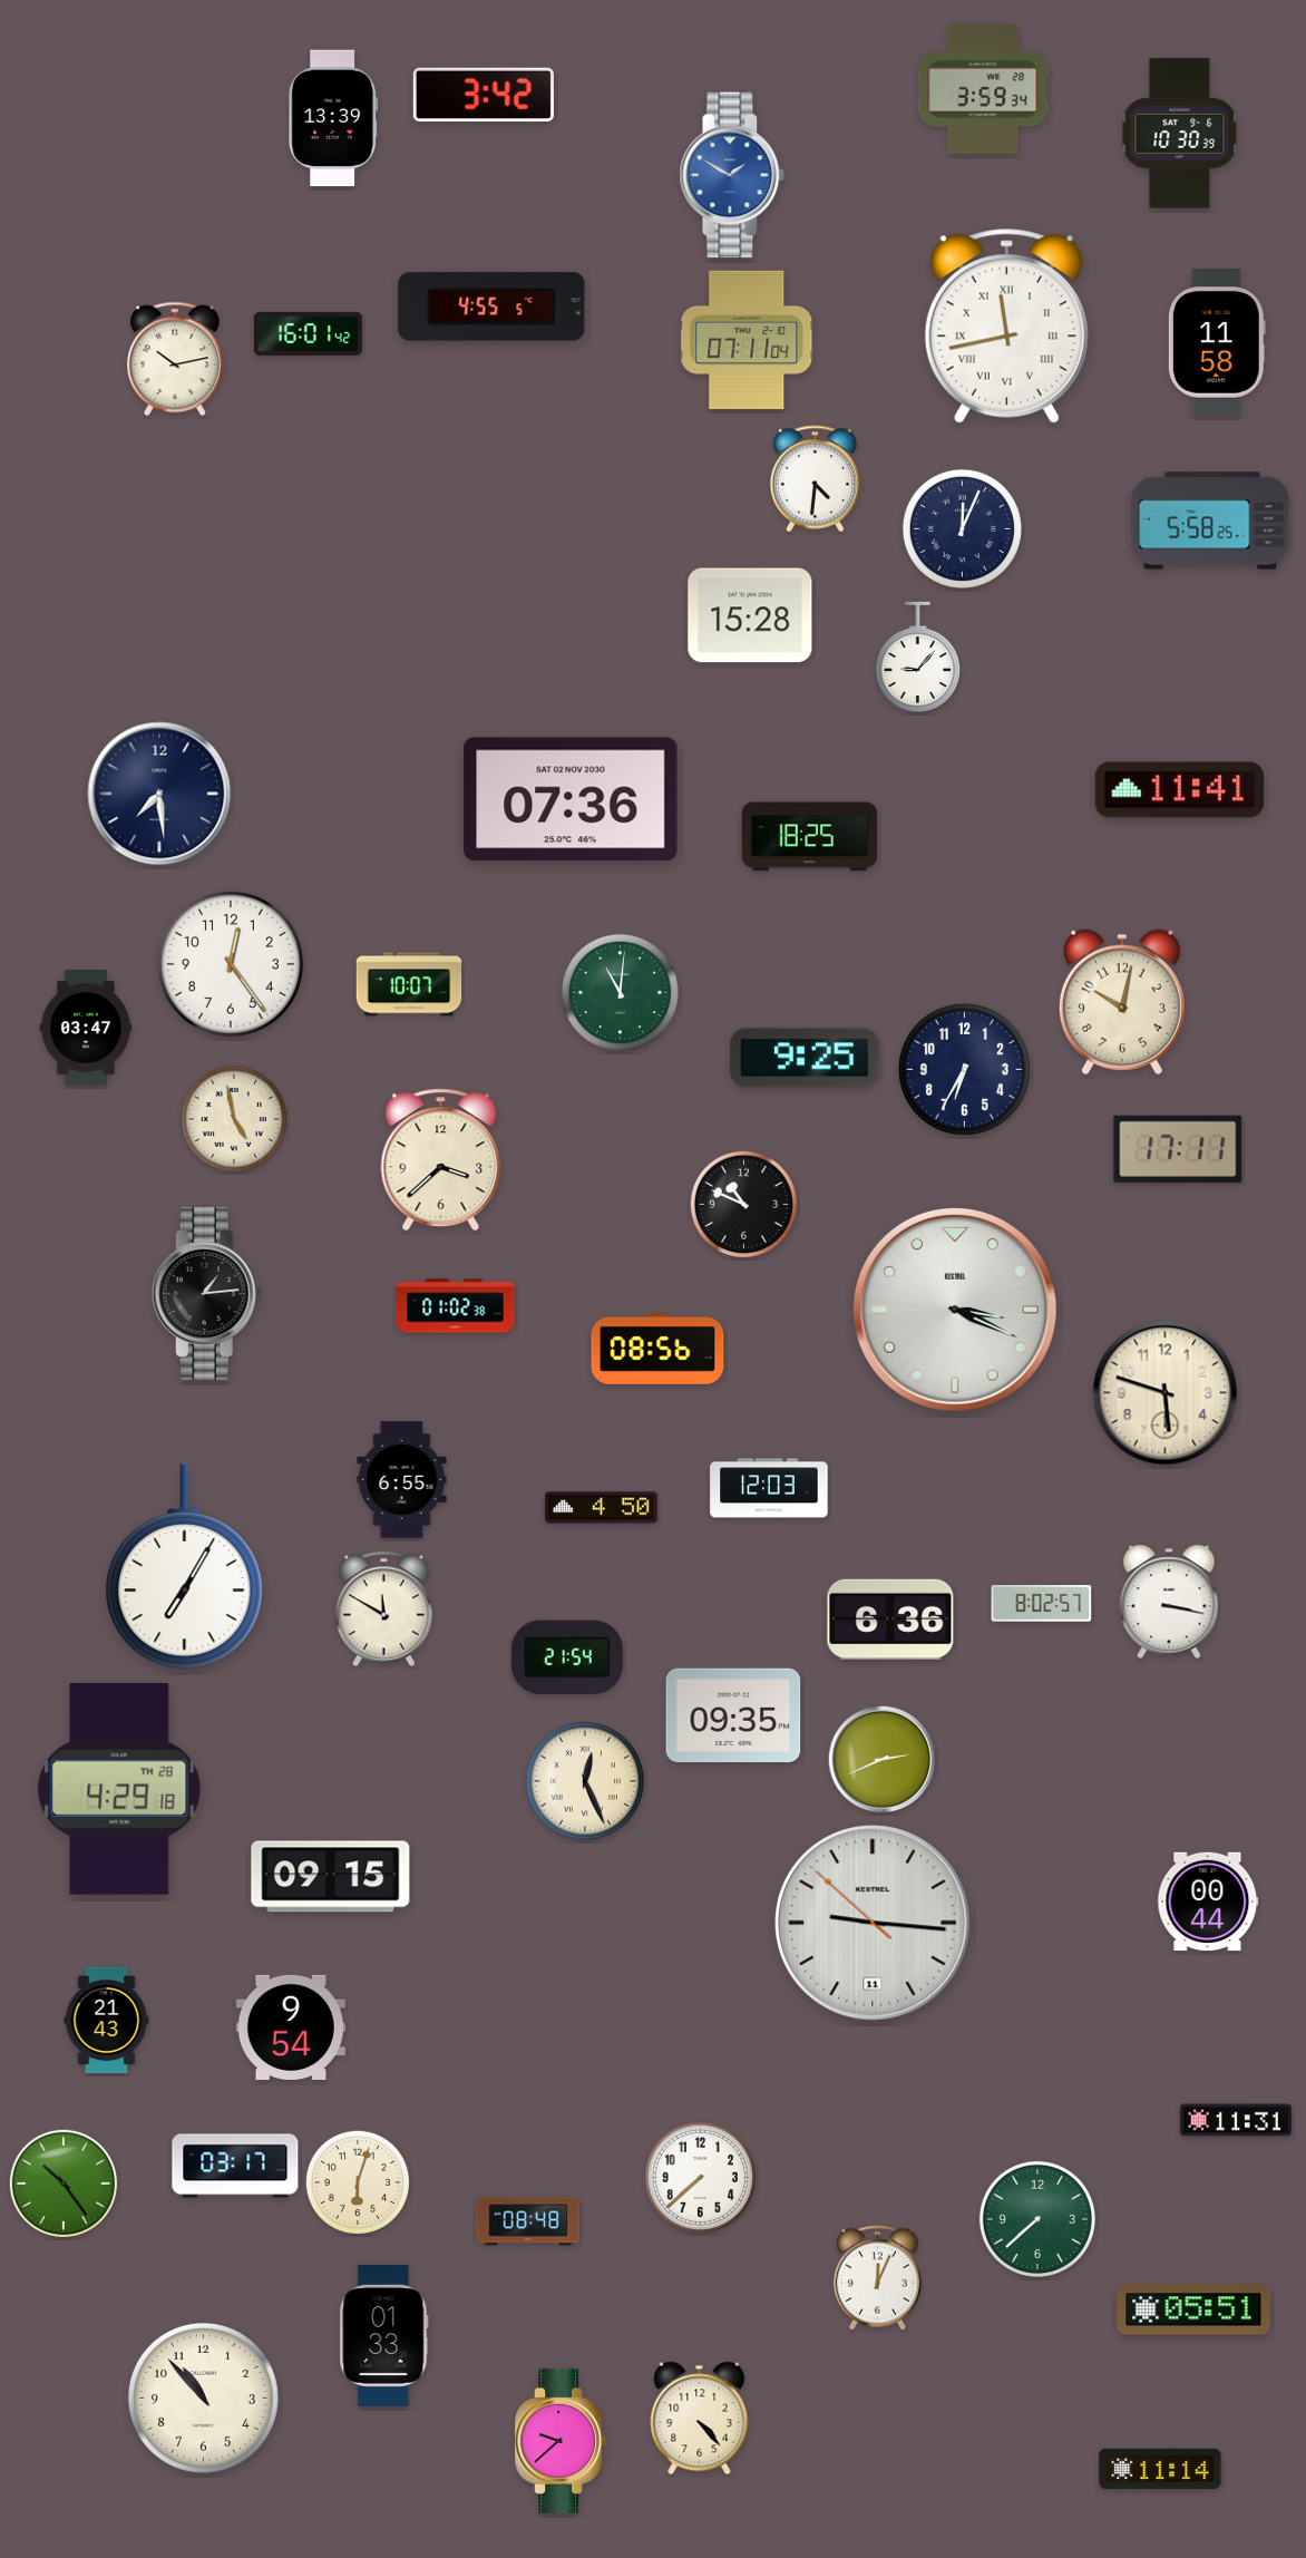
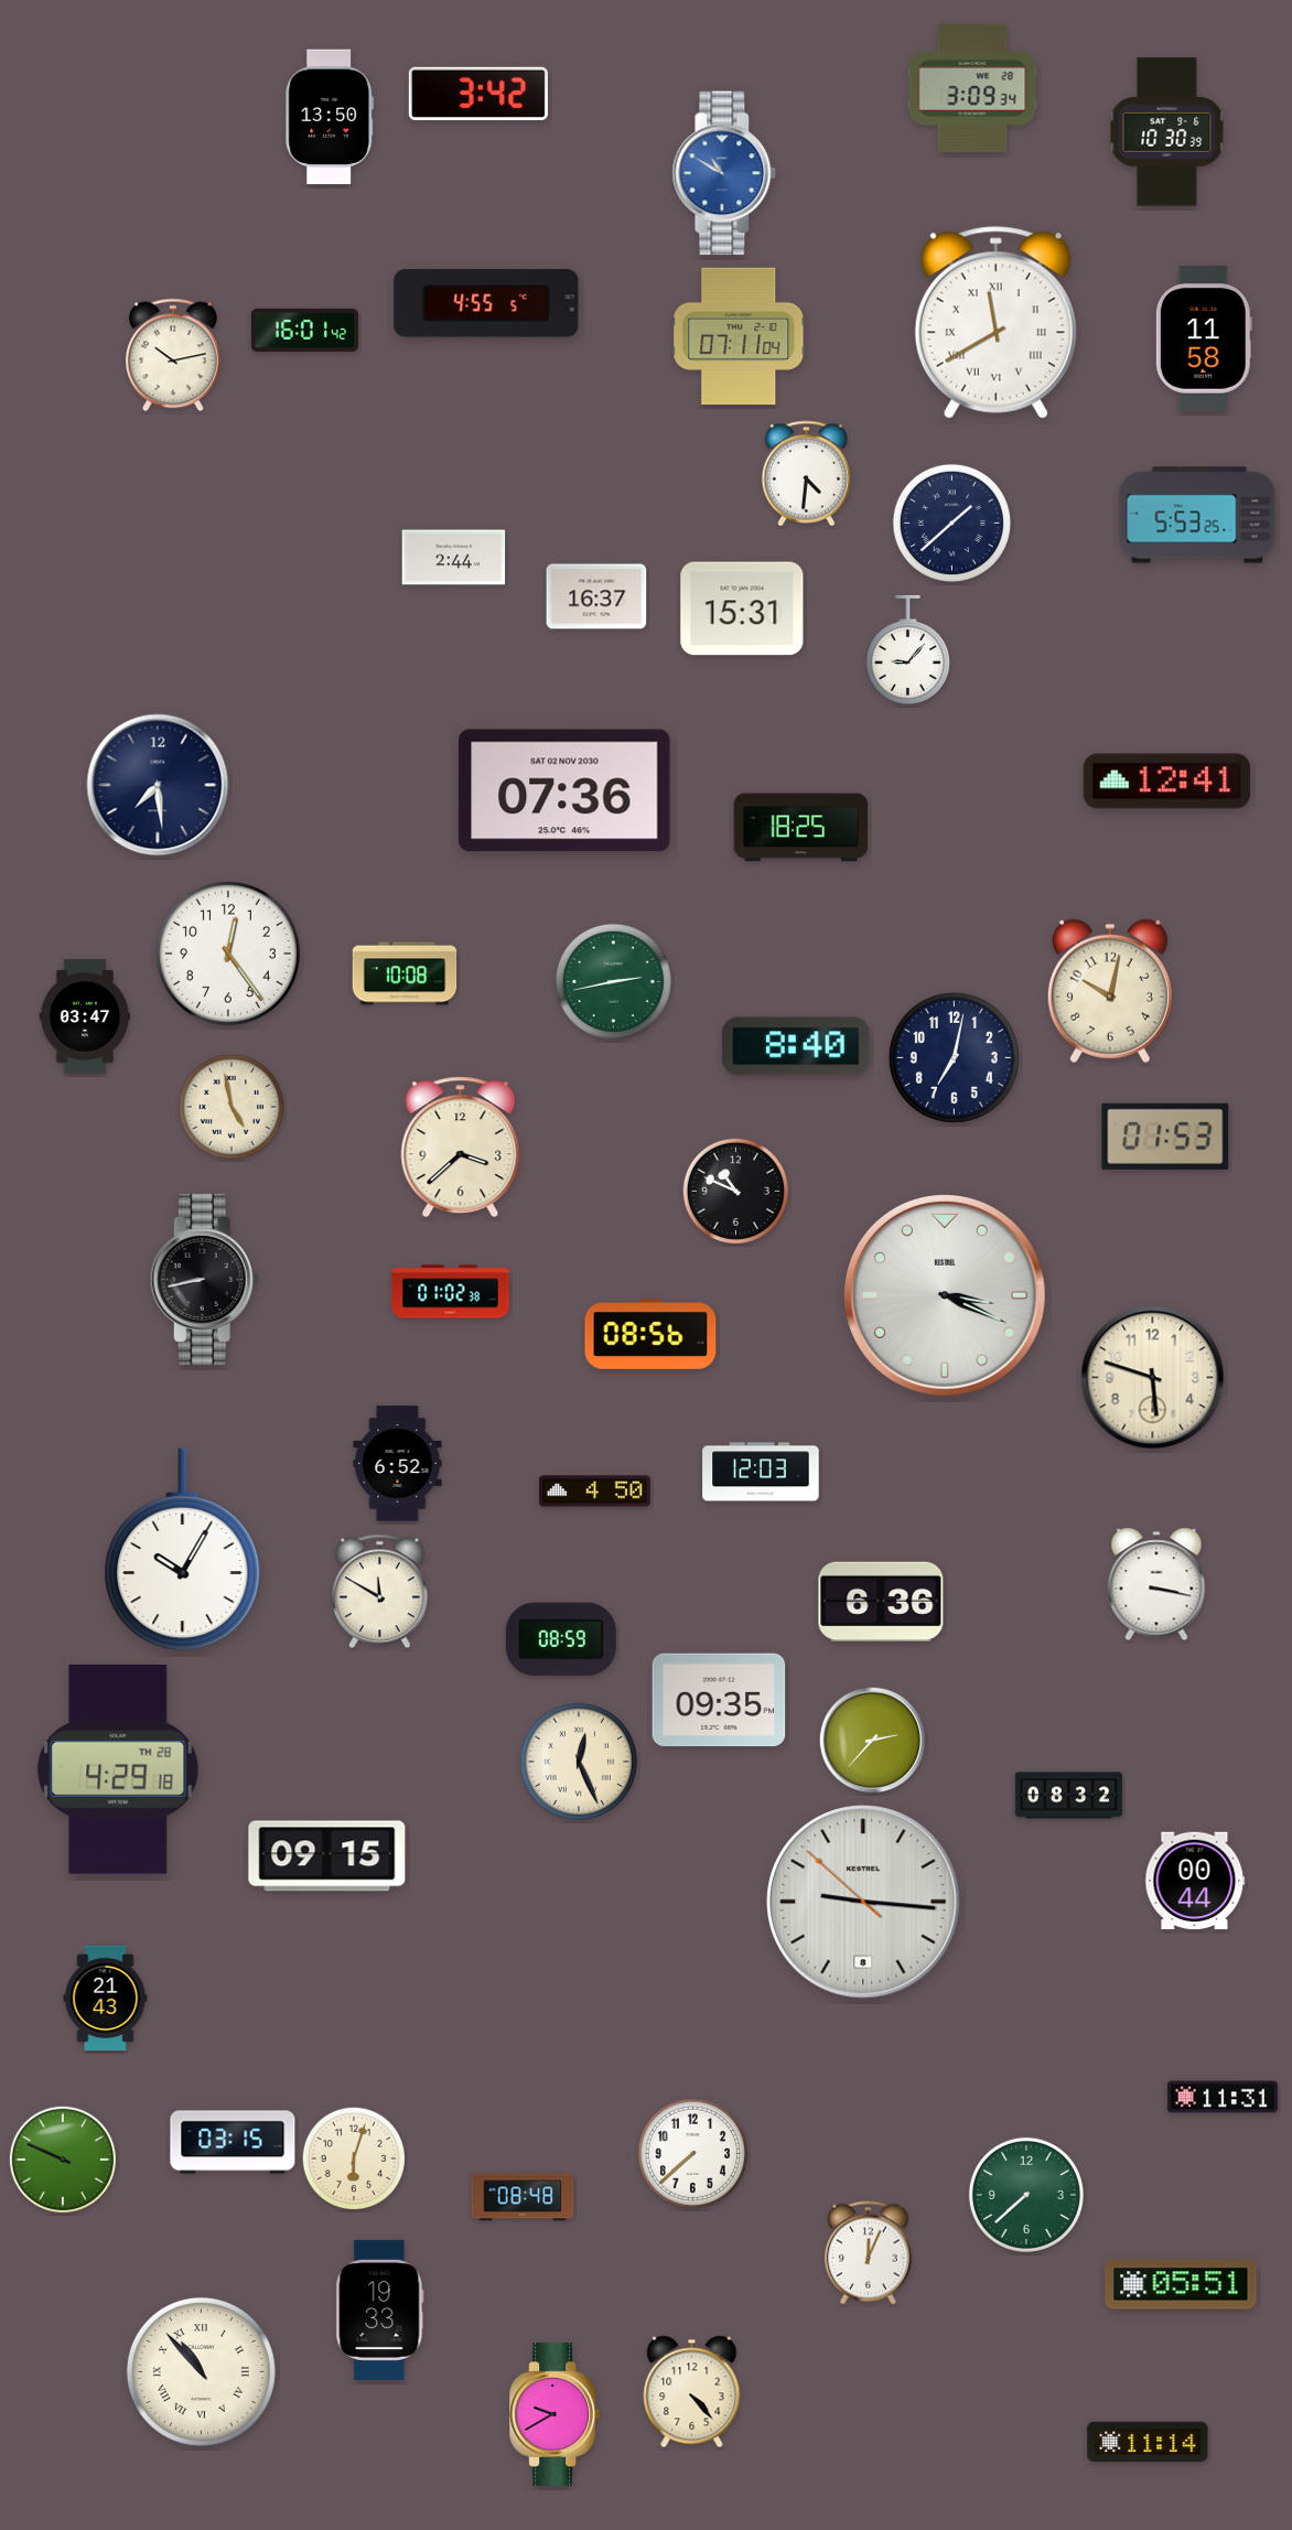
clock at (983, 89): 3:59 -> 3:09
clock at (333, 118): 13:39 -> 13:50
clock at (732, 175): 1:50 -> 10:50
clock at (1006, 327): 11:43 -> 11:40
clock at (1210, 521): 5:58 -> 5:53
clock at (962, 528): 12:04 -> 1:38
clock at (454, 558): none -> 2:44
clock at (596, 596): none -> 16:37
clock at (750, 615): 15:28 -> 15:31
clock at (1180, 790): 11:41 -> 12:41
clock at (409, 984): 10:07 -> 10:08
clock at (620, 992): 11:01 -> 2:43
clock at (805, 1058): 9:25 -> 8:40
clock at (964, 1069): 6:35 -> 7:02
clock at (1178, 1149): 17:11 -> 01:53
clock at (441, 1160) position: (441, 1160) -> (461, 1148)
clock at (206, 1293): 1:14 -> 8:43
clock at (402, 1480): 6:55 -> 6:52
clock at (185, 1567): 7:05 -> 10:05
clock at (1042, 1604): 8:02 -> none
clock at (567, 1657): 21:54 -> 08:59
clock at (733, 1715) position: (733, 1715) -> (719, 1700)
clock at (883, 1760): 2:41 -> 2:37
clock at (1068, 1796): none -> 08:32
clock at (873, 1923) date: 11 -> 8
clock at (291, 2027): 9:54 -> none
clock at (235, 2166): 03:17 -> 03:15
clock at (62, 2182): 10:24 -> 9:49
clock at (384, 2335): 01:33 -> 19:33
clock at (203, 2397) numerals: Arabic -> Roman
clock at (561, 2441): 9:38 -> 9:40
